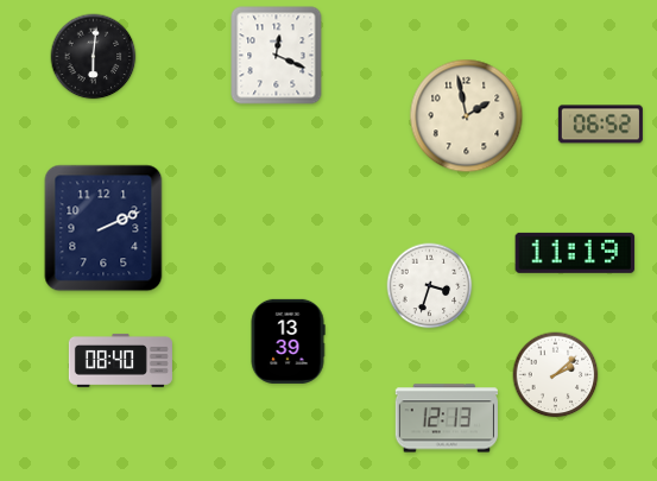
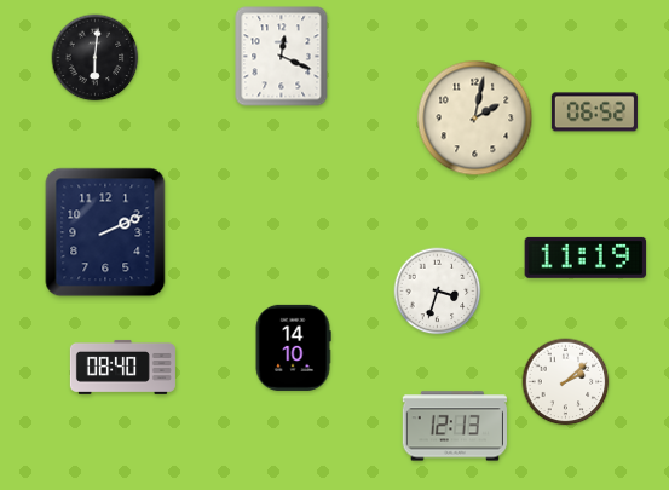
clock at (467, 116): 1:58 -> 2:02
clock at (600, 125) position: (600, 125) -> (594, 113)
clock at (288, 341): 13:39 -> 14:10
